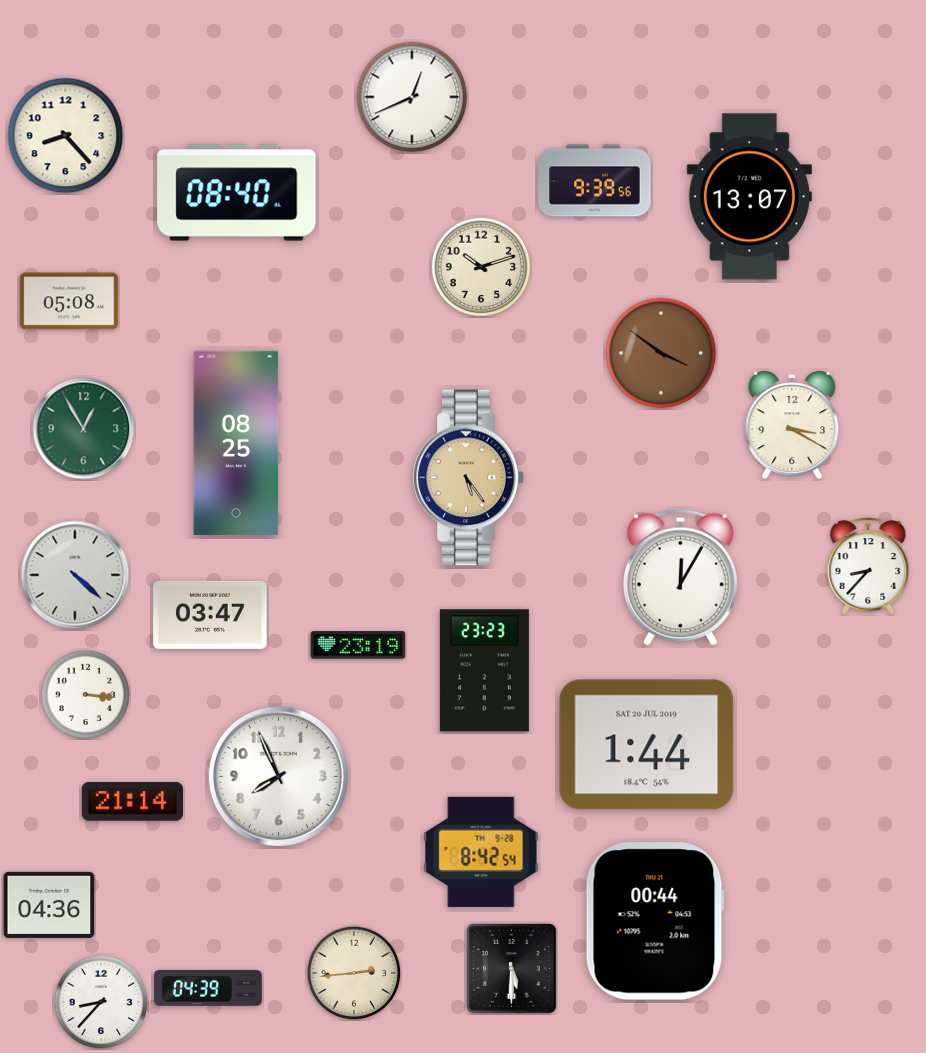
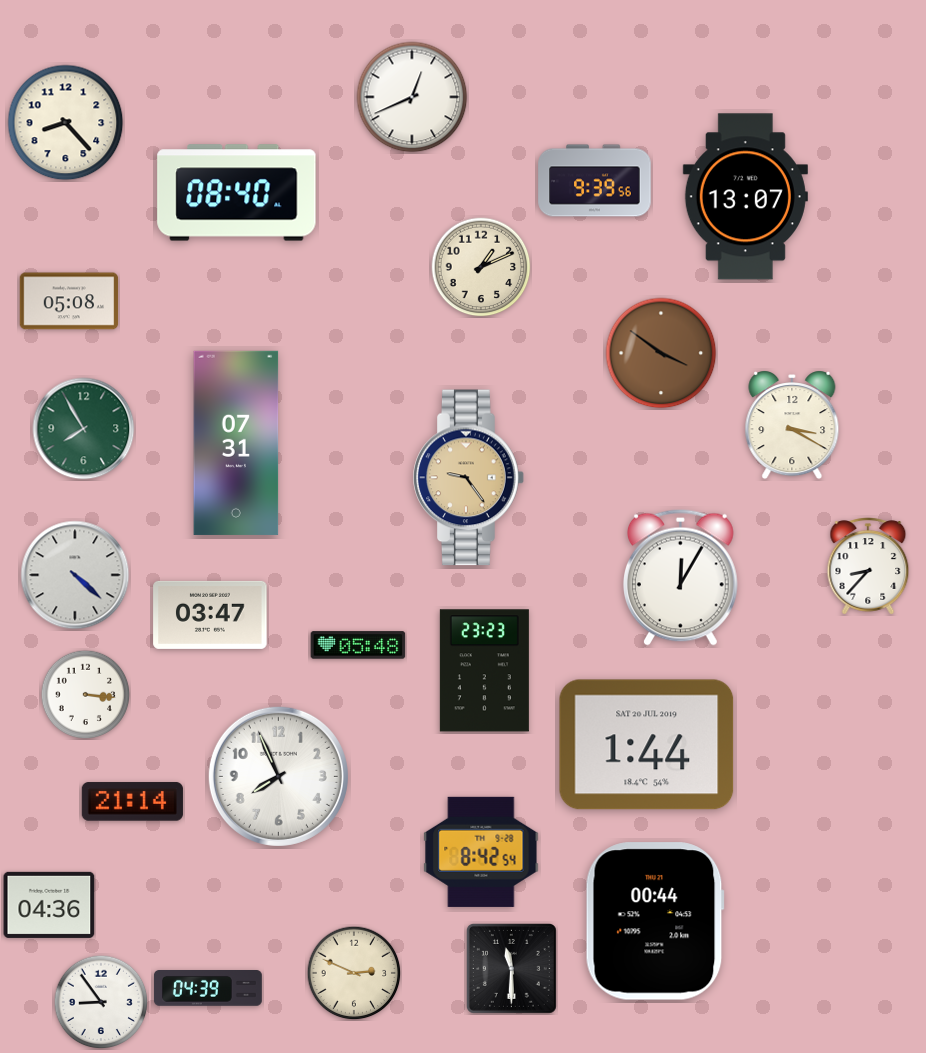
clock at (66, 136) position: (66, 136) -> (66, 123)
clock at (749, 197) position: (749, 197) -> (745, 197)
clock at (481, 267): 10:12 -> 1:11
clock at (84, 429): 12:55 -> 7:55
clock at (236, 443): 08:25 -> 07:31
clock at (469, 478): 5:24 -> 9:24
clock at (358, 645): 23:19 -> 05:48
clock at (511, 968): 5:30 -> 11:30
clock at (354, 973): 2:44 -> 2:49
clock at (101, 1002): 8:37 -> 8:54
